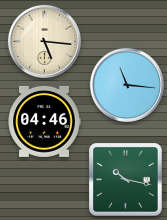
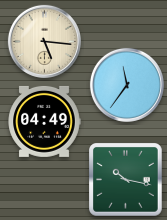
clock at (127, 85): 11:16 -> 11:36
clock at (44, 121): 04:46 -> 04:49
